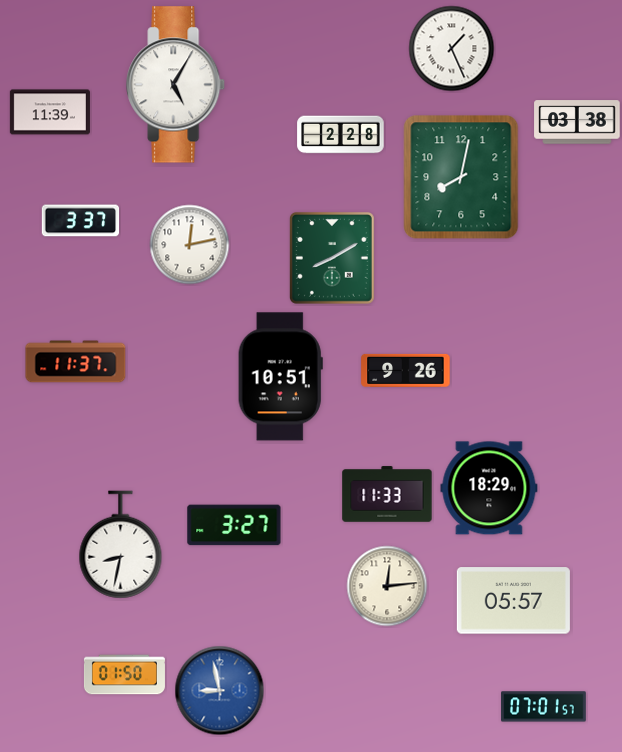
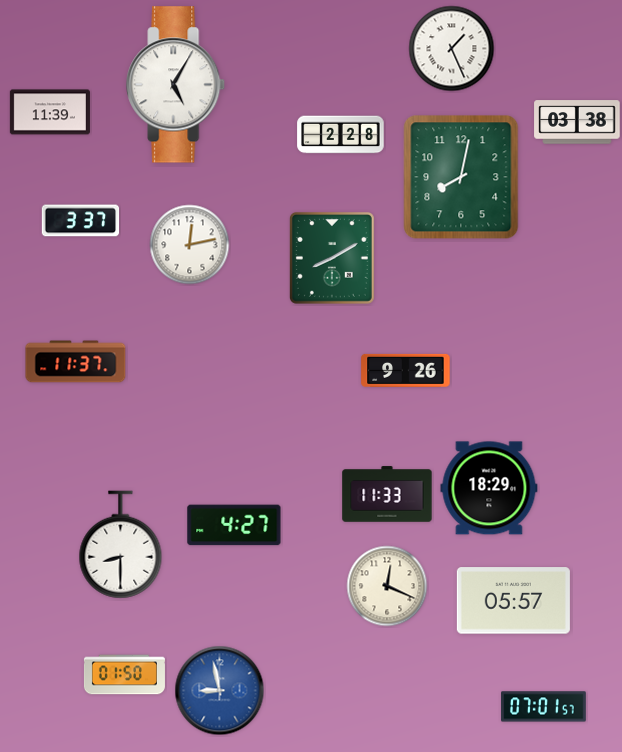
clock at (280, 377): 10:51 -> none
clock at (234, 525): 3:27 -> 4:27
clock at (121, 545): 8:32 -> 8:30
clock at (387, 586): 12:14 -> 12:19
